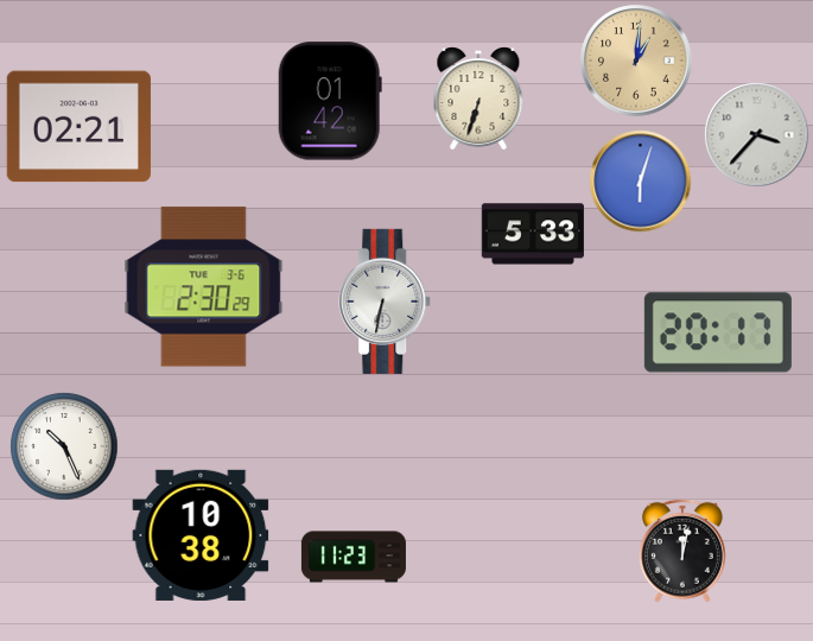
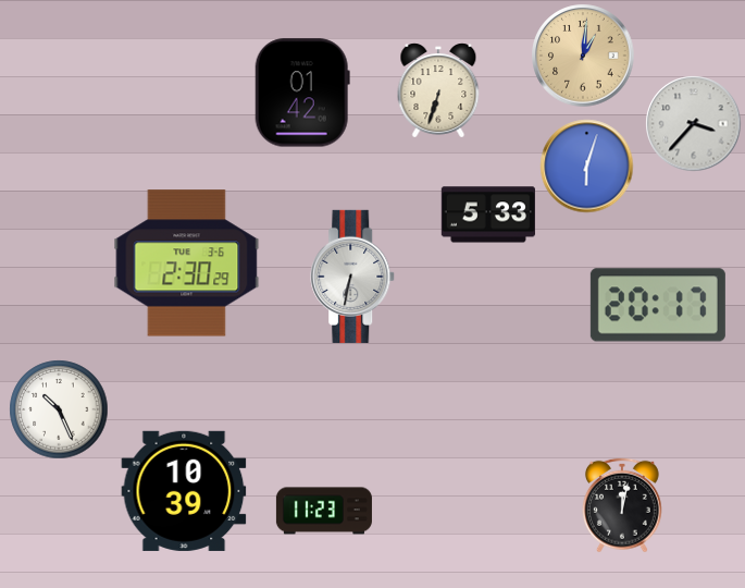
clock at (78, 127): 02:21 -> none
clock at (201, 535): 10:38 -> 10:39
clock at (682, 551) position: (682, 551) -> (622, 505)
